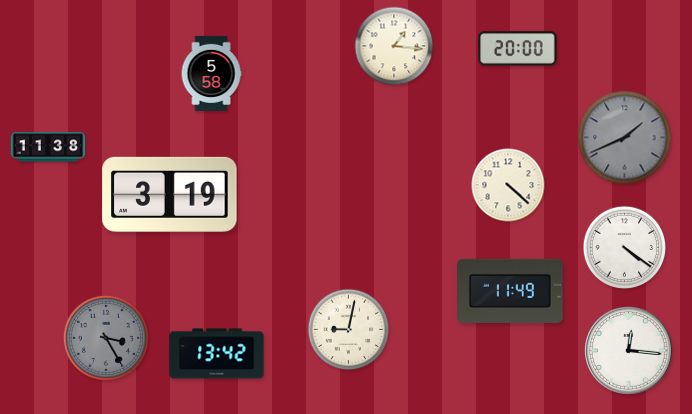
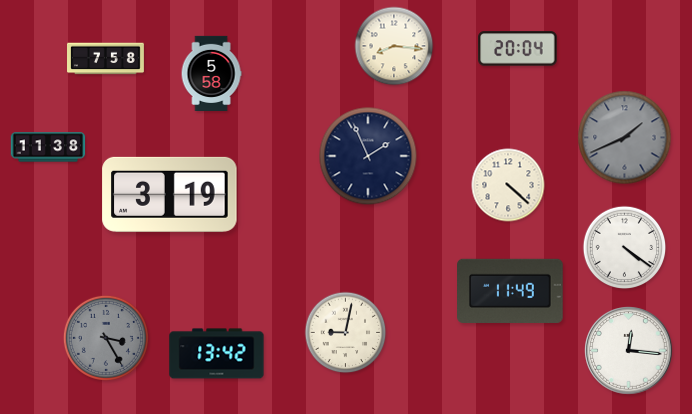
clock at (394, 46): 1:16 -> 8:16
clock at (518, 49): 20:00 -> 20:04
clock at (106, 59): none -> 7:58
clock at (368, 156): none -> 1:56
clock at (349, 330) position: (349, 330) -> (346, 333)
